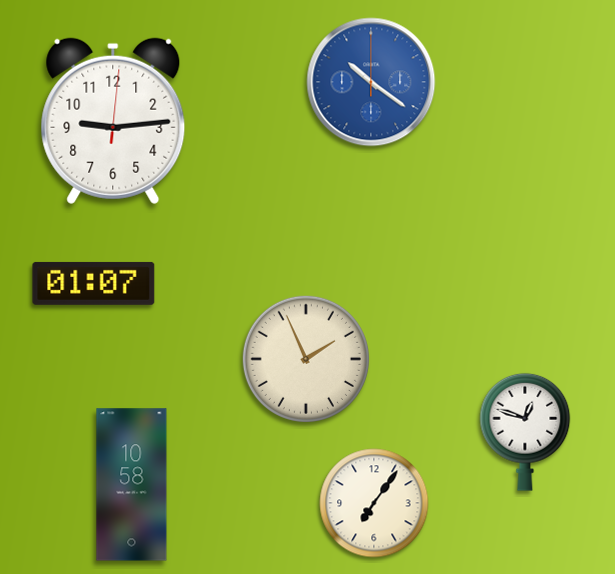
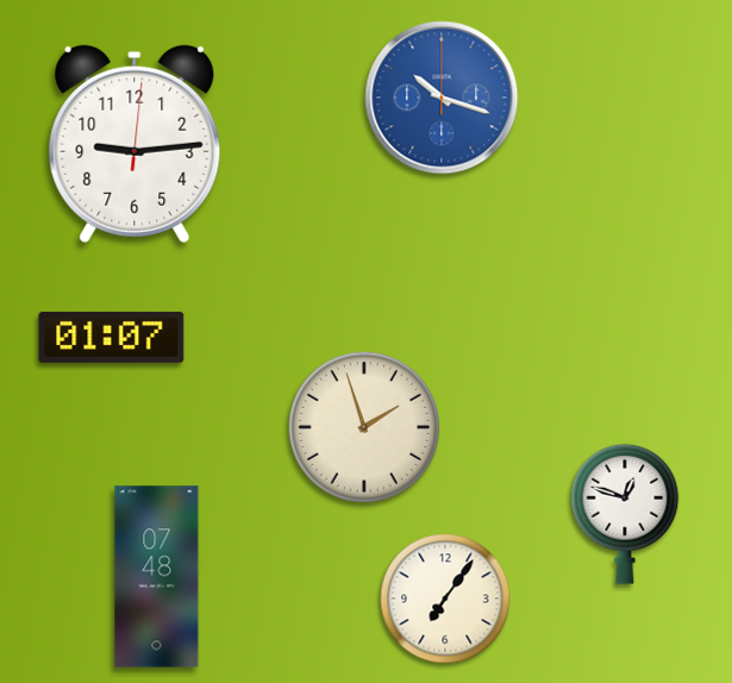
clock at (371, 82): 10:21 -> 10:18
clock at (306, 359): 1:56 -> 1:57
clock at (132, 485): 10:58 -> 07:48
